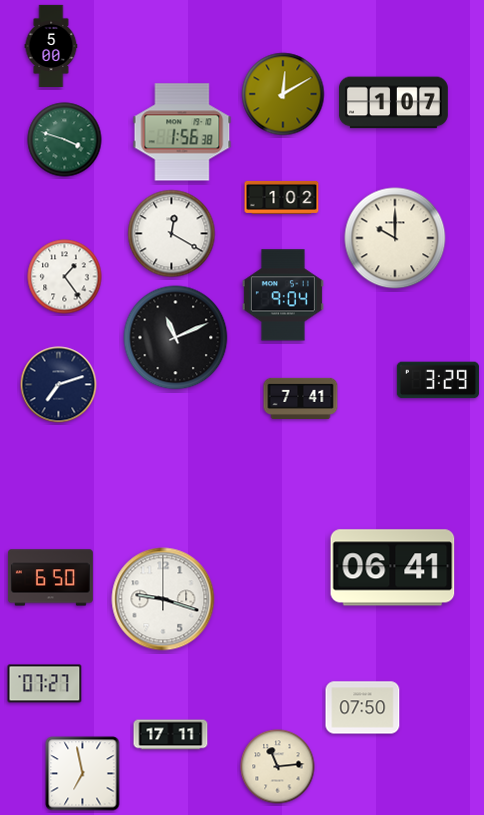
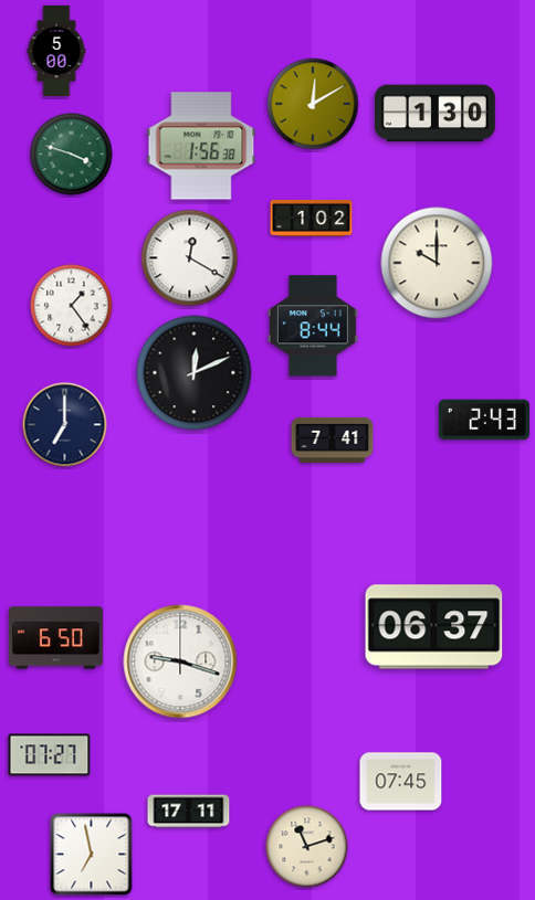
clock at (393, 103): 1:07 -> 1:30
clock at (283, 295): 9:04 -> 8:44
clock at (176, 338): 11:11 -> 12:11
clock at (438, 380): 3:29 -> 2:43
clock at (59, 385): 7:12 -> 7:00
clock at (393, 568): 06:41 -> 06:37
clock at (363, 708): 07:50 -> 07:45
clock at (278, 767): 11:14 -> 11:12
